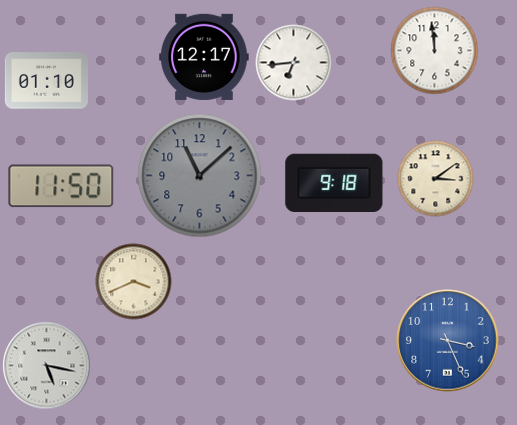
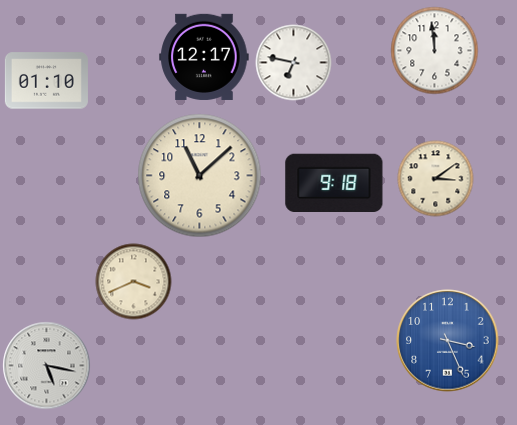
clock at (294, 63): 6:44 -> 6:47
clock at (200, 176) dial: grey -> cream
clock at (61, 186): 11:50 -> none
